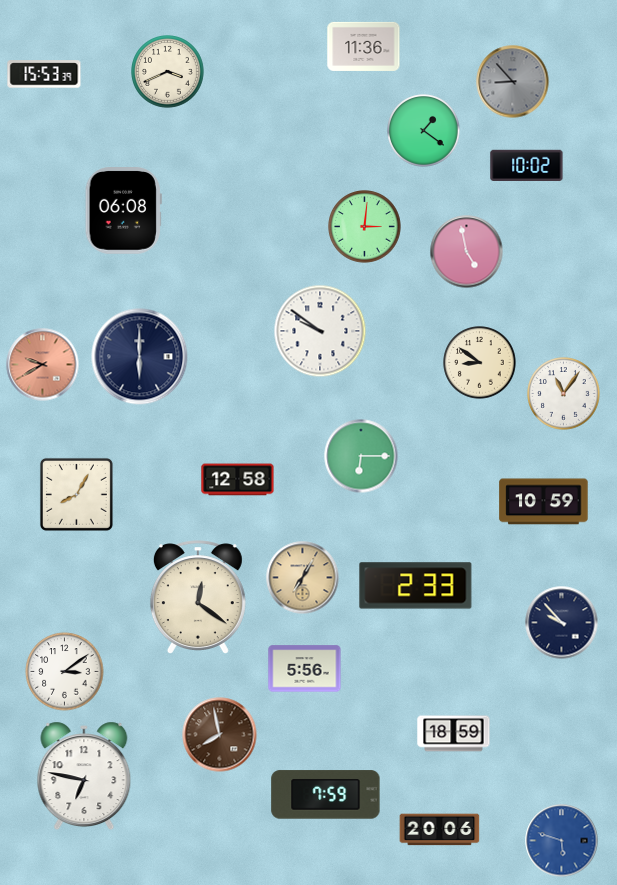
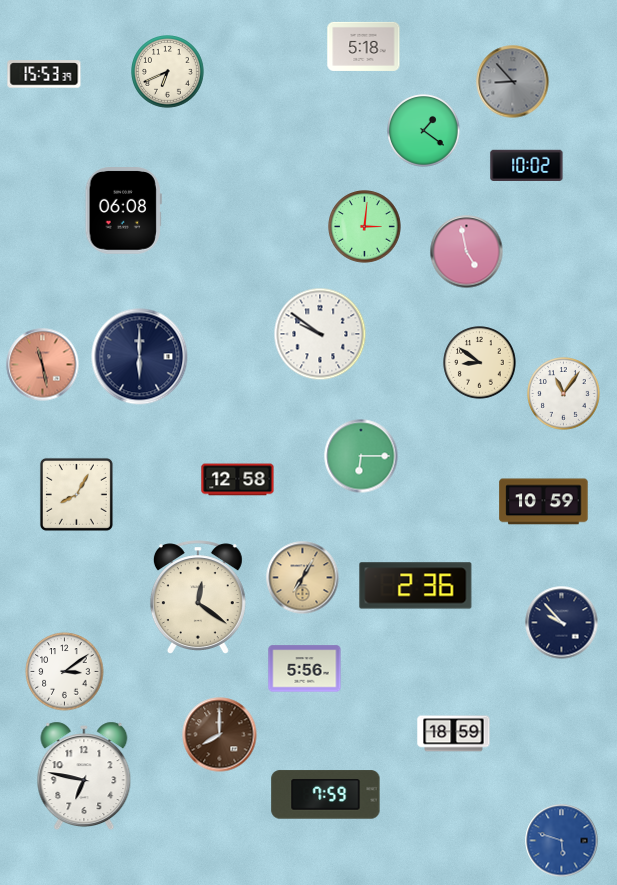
clock at (364, 46): 11:36 -> 5:18
clock at (168, 72): 3:41 -> 6:41
clock at (320, 331) position: (320, 331) -> (320, 334)
clock at (43, 365): 9:40 -> 11:28
clock at (416, 586): 2:33 -> 2:36
clock at (220, 735): 7:58 -> 8:00
clock at (440, 830): 20:06 -> none
